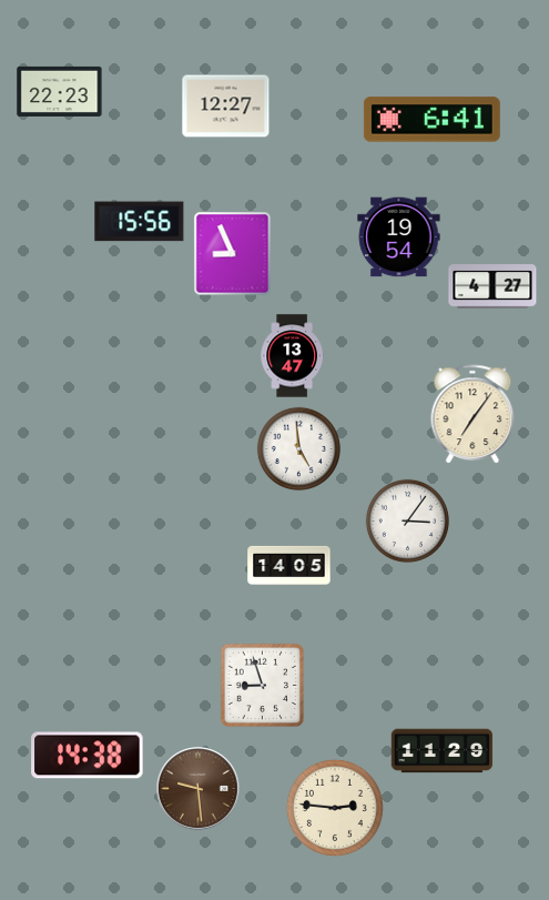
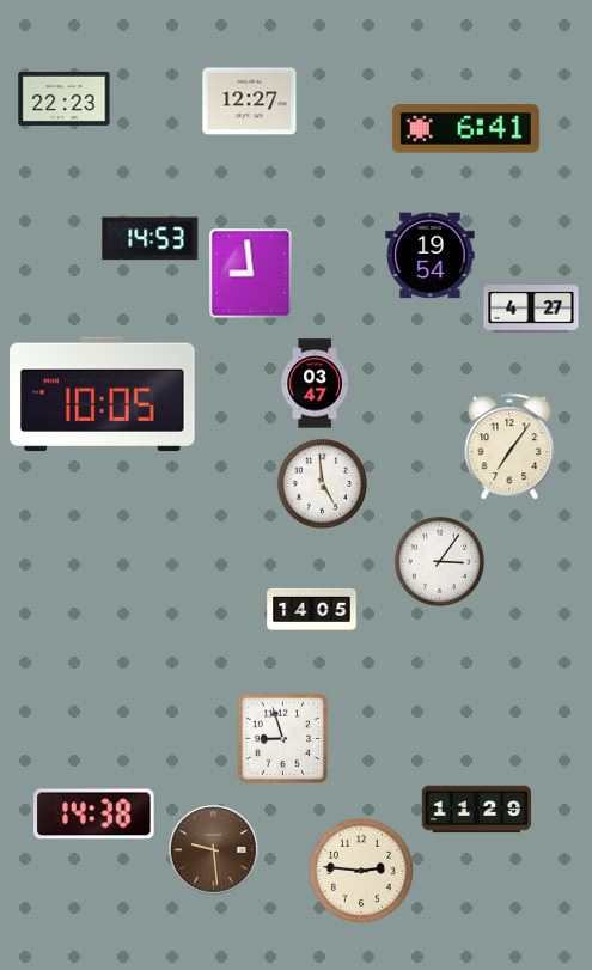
clock at (226, 107) position: (226, 107) -> (250, 102)
clock at (140, 222): 15:56 -> 14:53
clock at (233, 254): 8:56 -> 8:59
clock at (292, 356): 13:47 -> 03:47
clock at (103, 395): none -> 10:05
